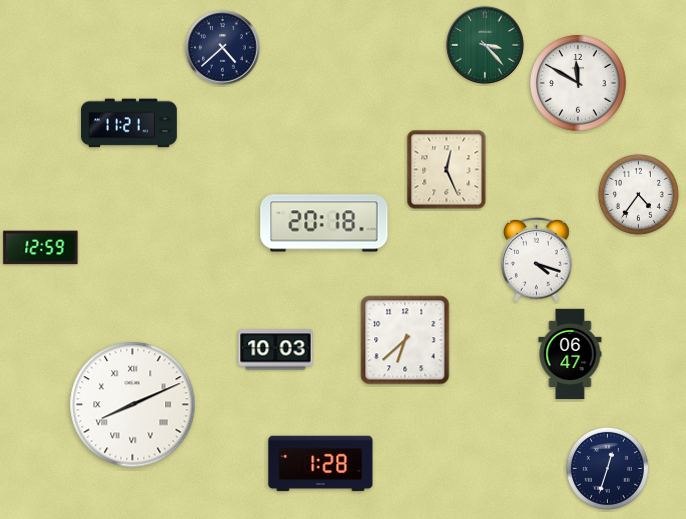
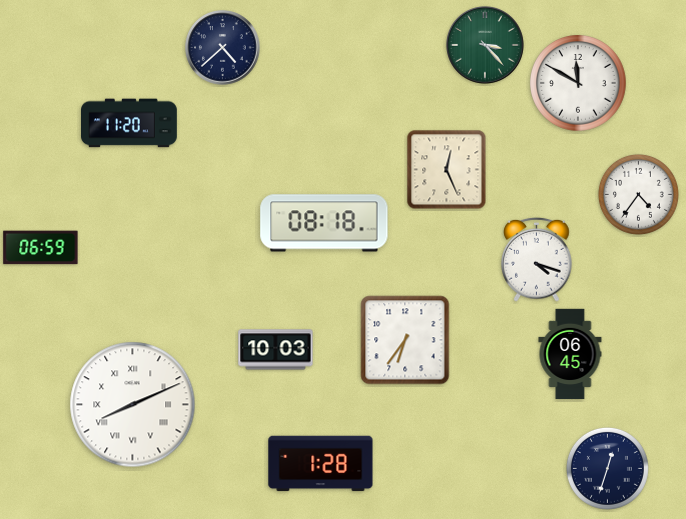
clock at (130, 123): 11:21 -> 11:20
clock at (324, 223): 20:18 -> 08:18
clock at (41, 248): 12:59 -> 06:59
clock at (405, 340): 6:38 -> 6:36
clock at (570, 354): 06:47 -> 06:45
